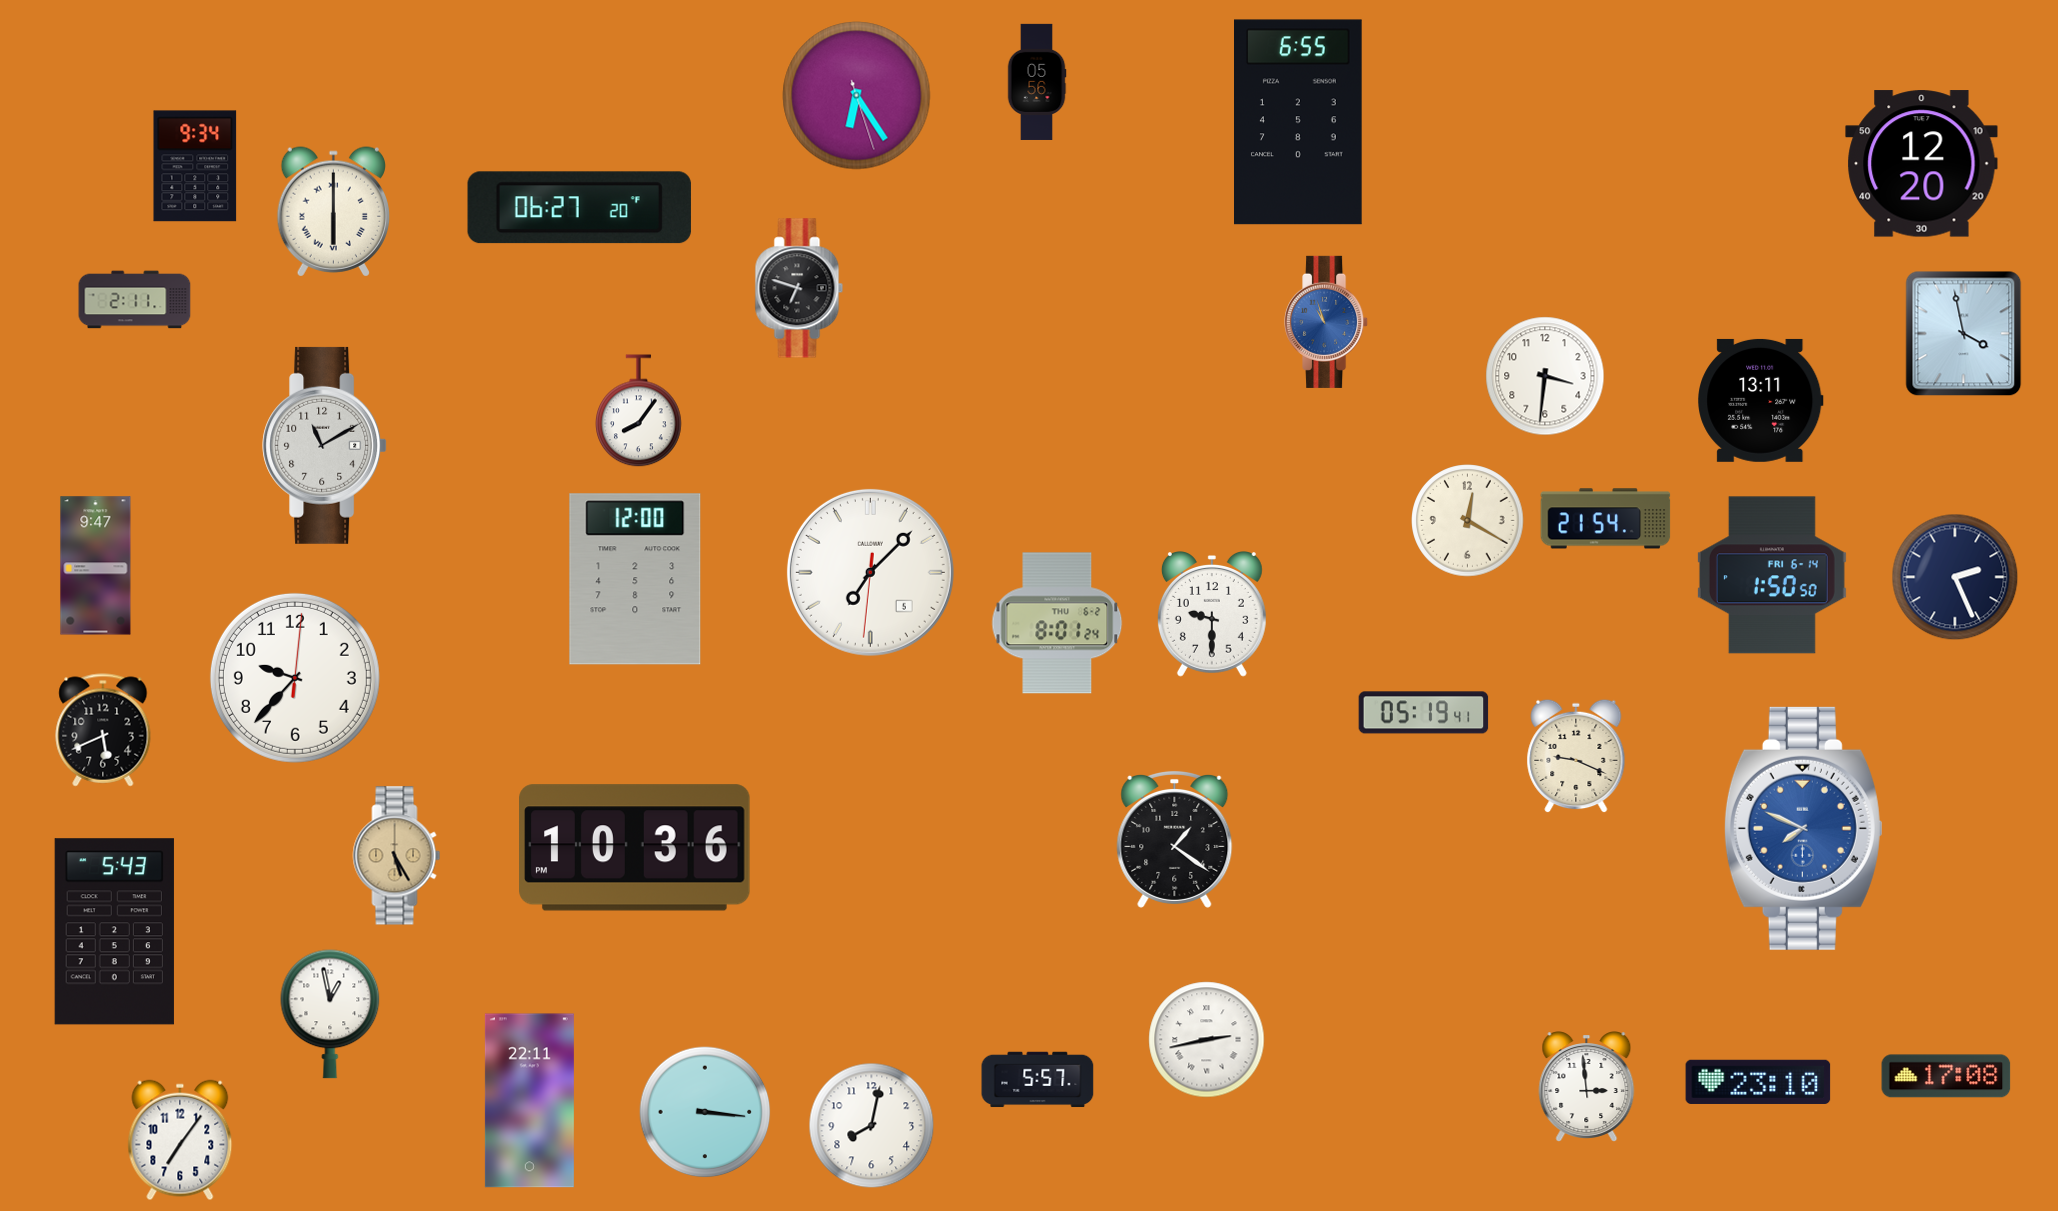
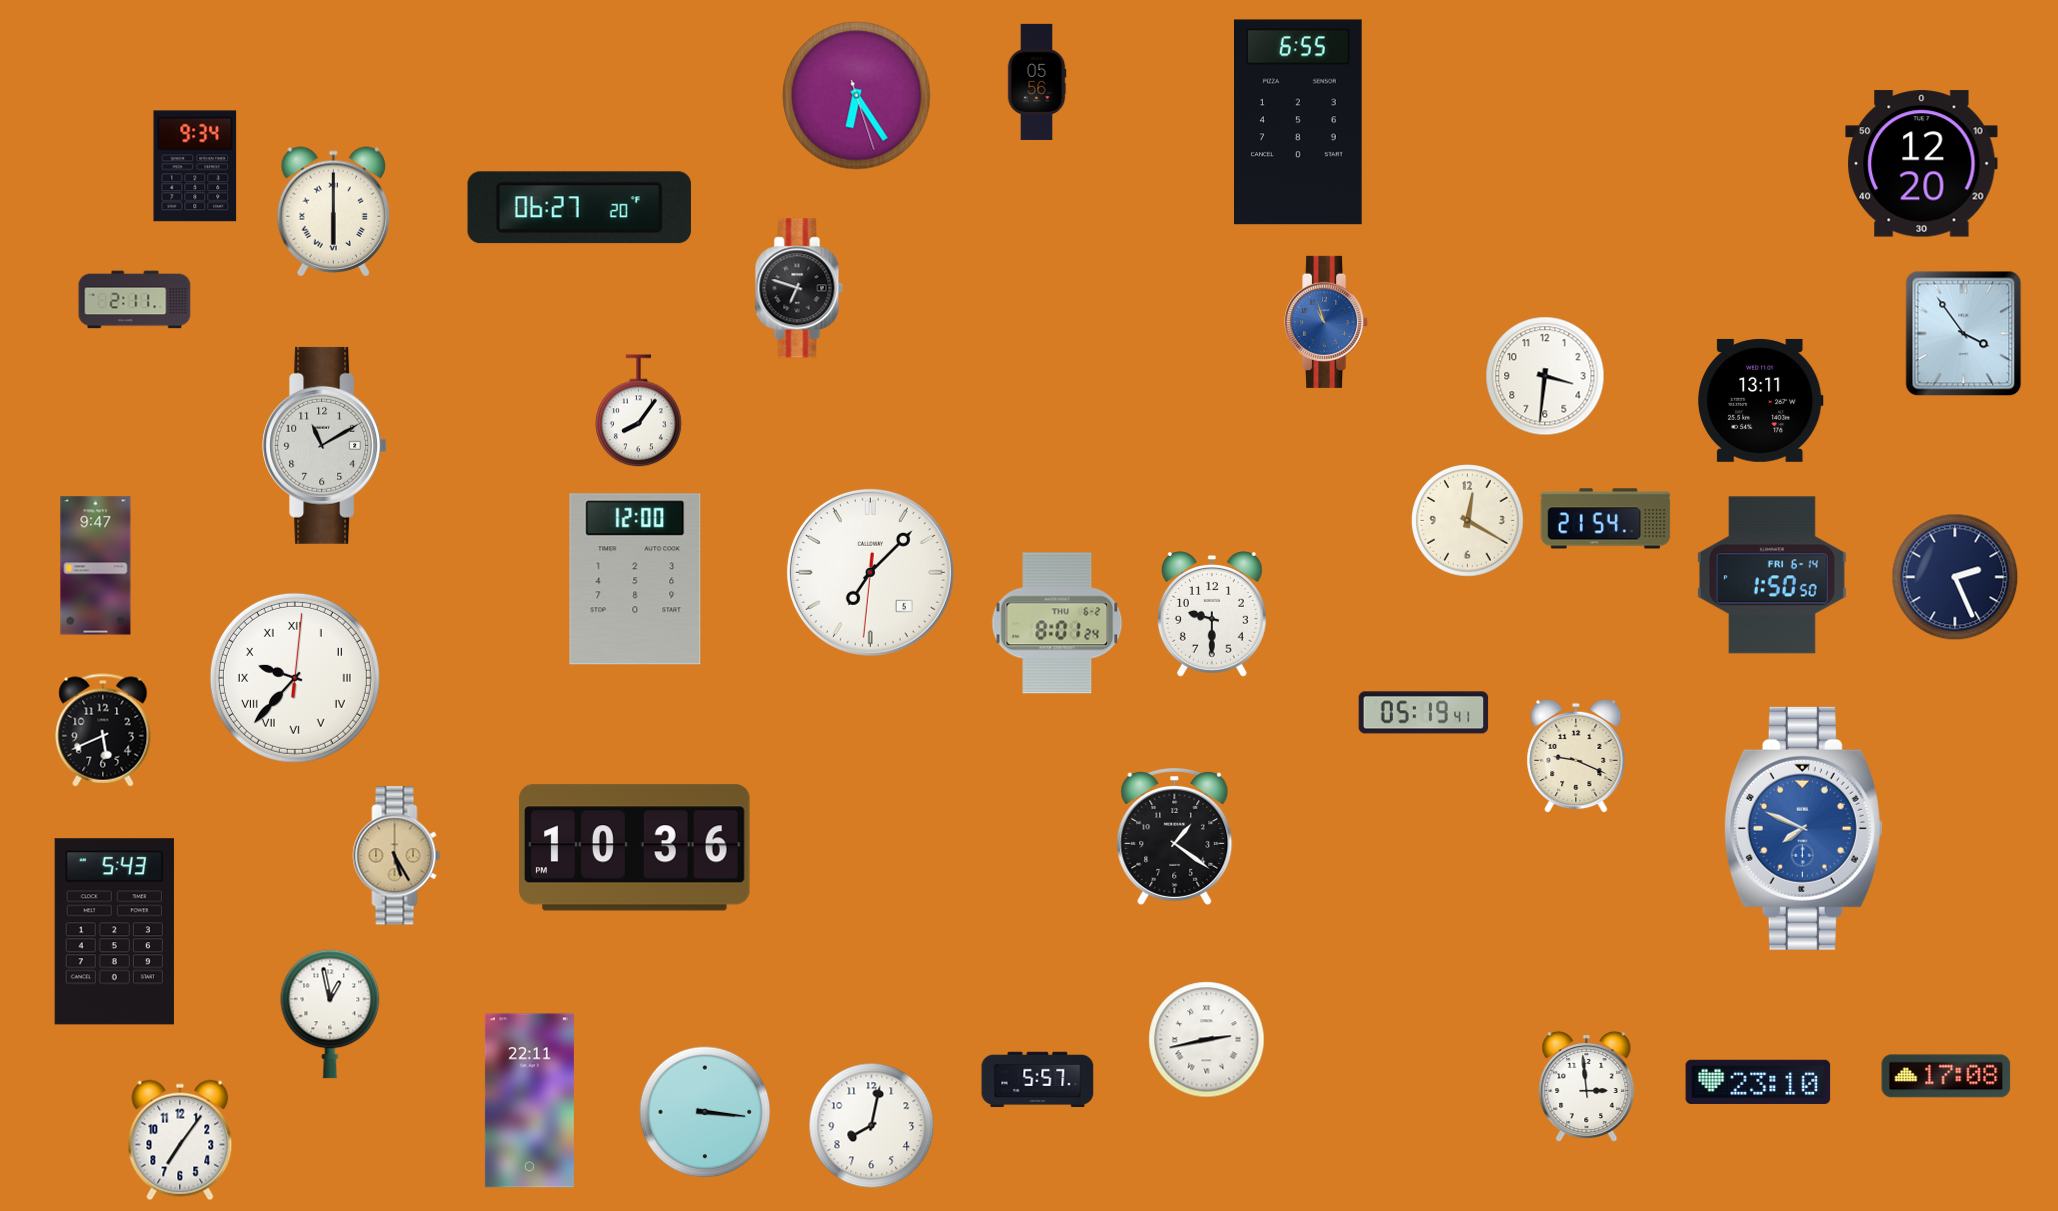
clock at (1964, 334): 3:58 -> 3:54
clock at (295, 678) numerals: Arabic -> Roman
clock at (1175, 839) position: (1175, 839) -> (1175, 836)
